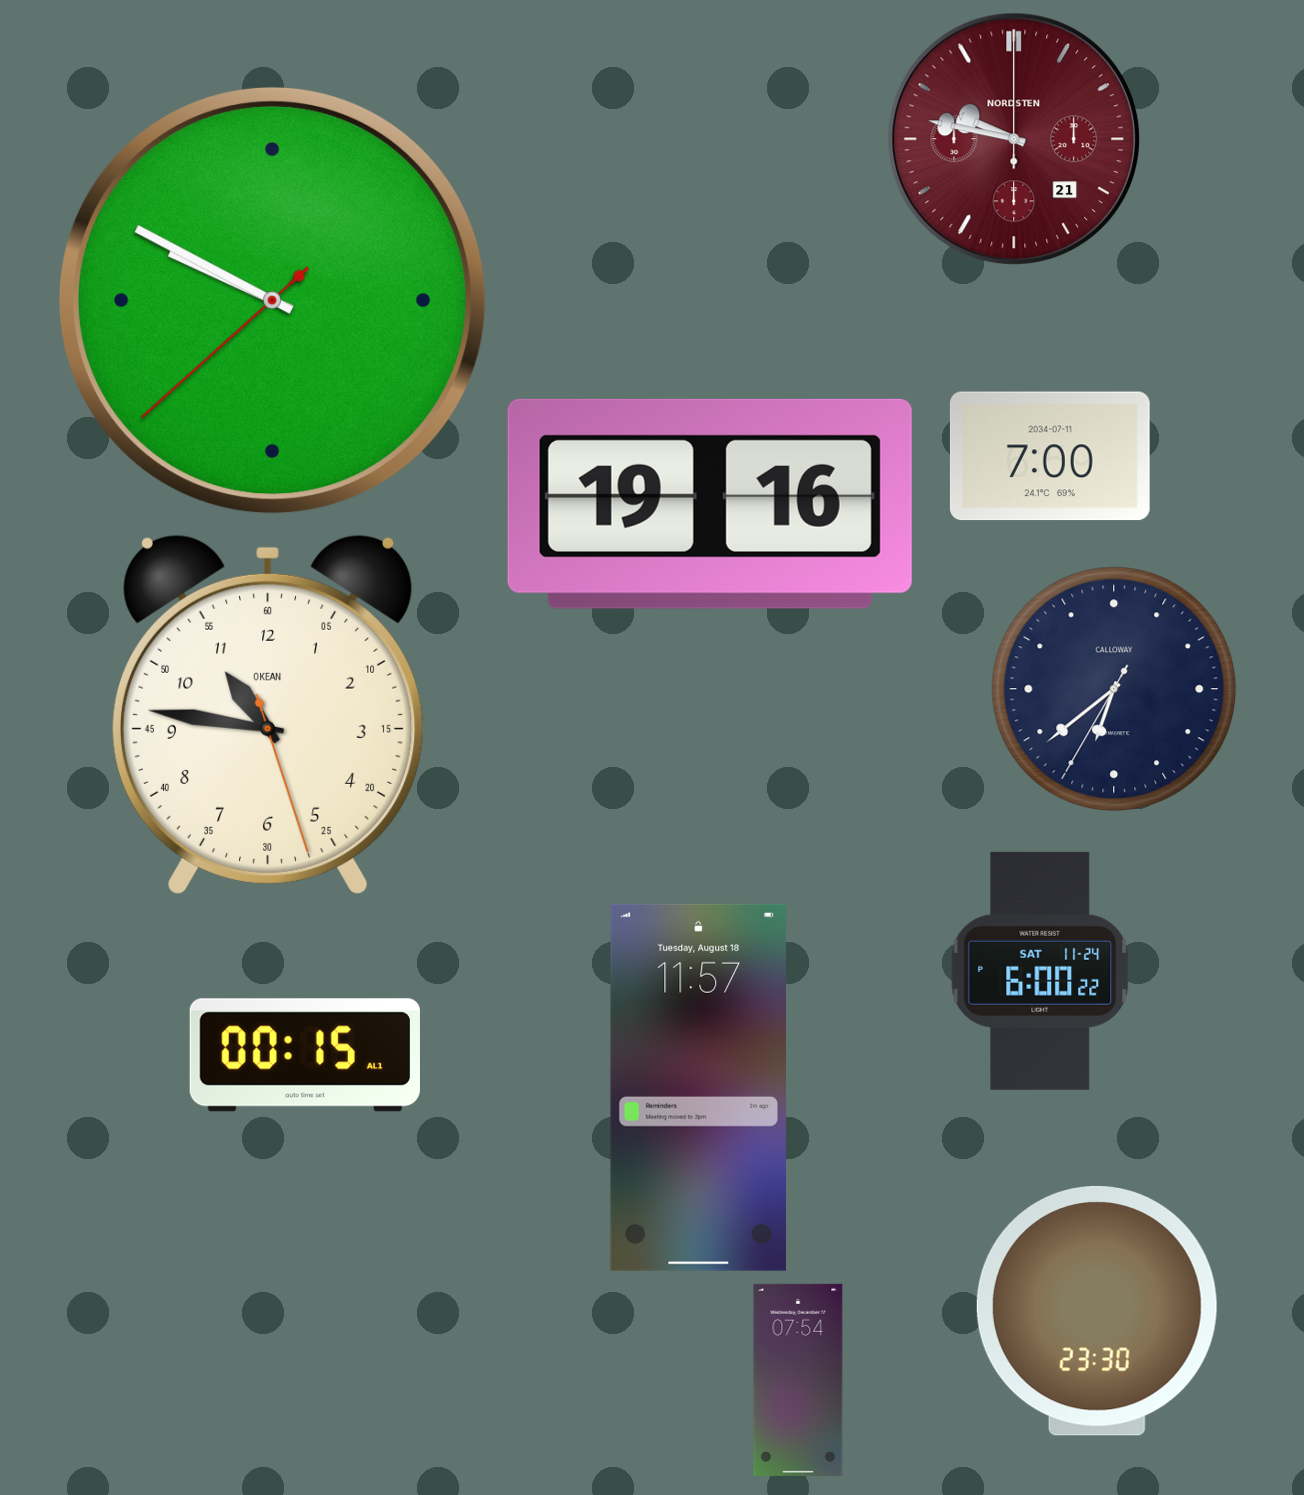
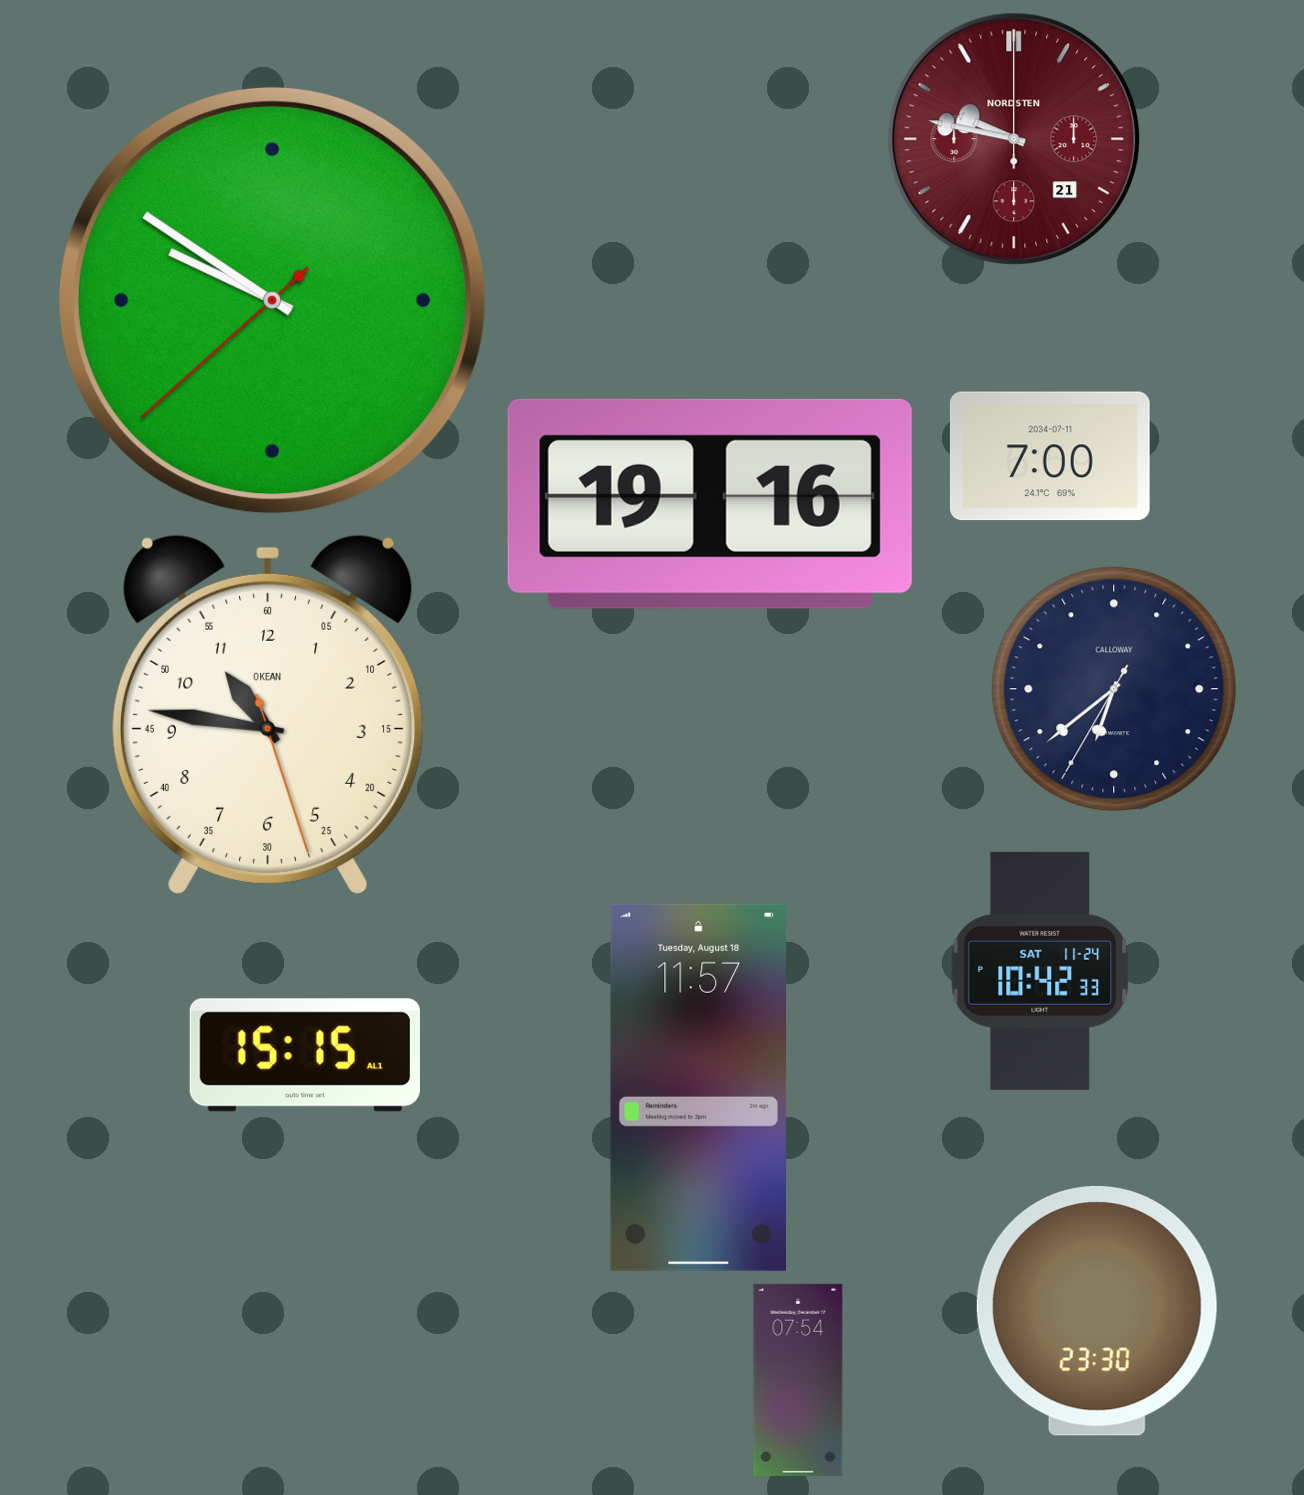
clock at (272, 300): 9:49 -> 9:50
clock at (1040, 971): 6:00 -> 10:42
clock at (305, 1055): 00:15 -> 15:15
